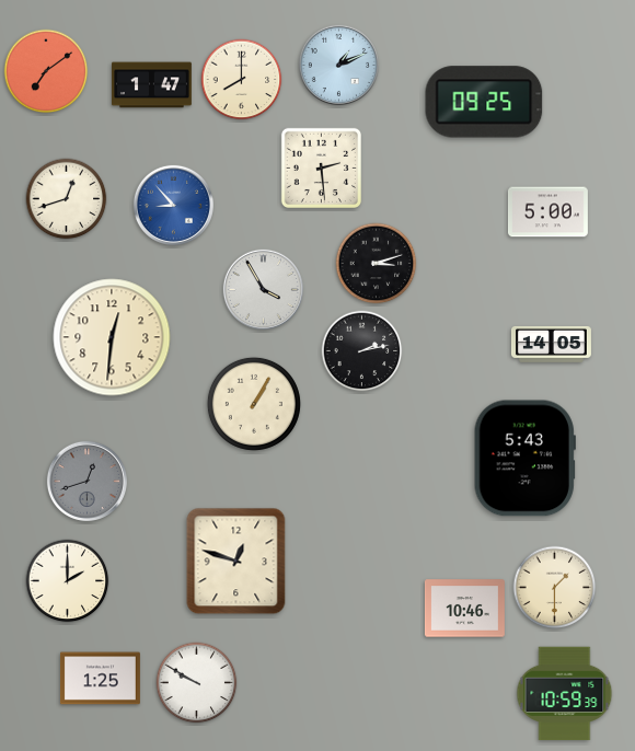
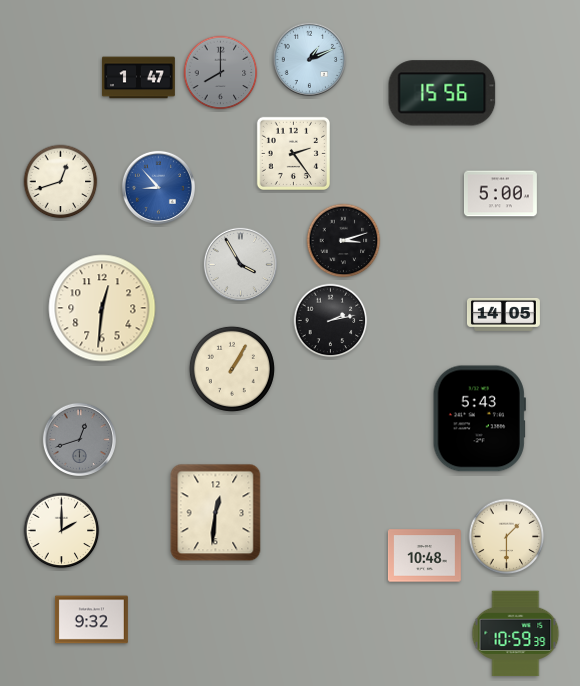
clock at (46, 71): 7:09 -> none
clock at (242, 80) dial: cream -> grey
clock at (484, 102): 09:25 -> 15:56
clock at (321, 167): 2:29 -> 2:24
clock at (236, 562): 12:48 -> 12:31
clock at (464, 609): 10:46 -> 10:48
clock at (100, 679): 1:25 -> 9:32
clock at (197, 683): 9:50 -> none
